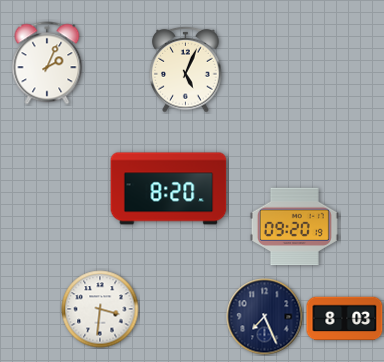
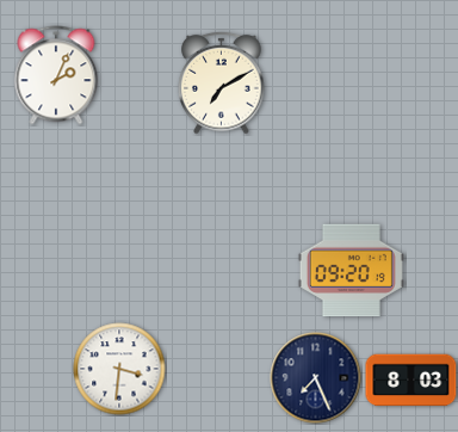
clock at (186, 69): 5:04 -> 7:10
clock at (169, 189): 8:20 -> none
